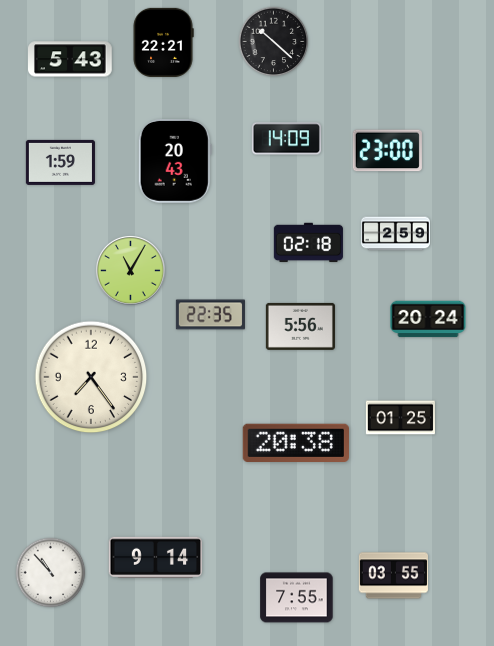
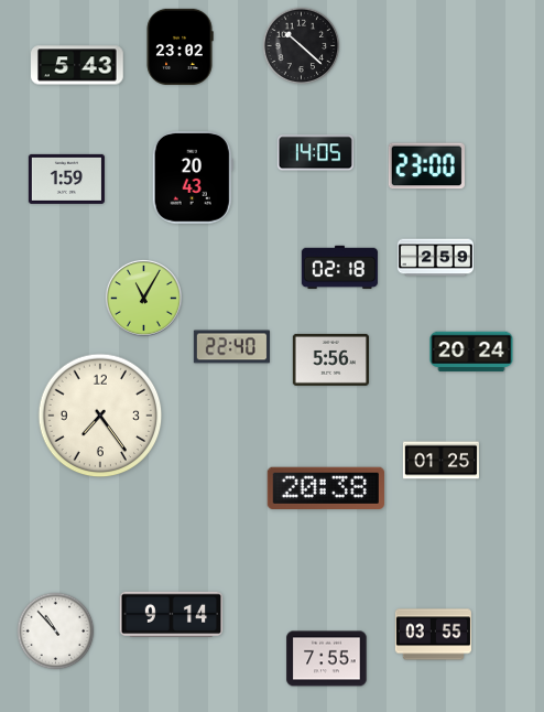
clock at (163, 42): 22:21 -> 23:02
clock at (286, 139): 14:09 -> 14:05
clock at (210, 315): 22:35 -> 22:40
